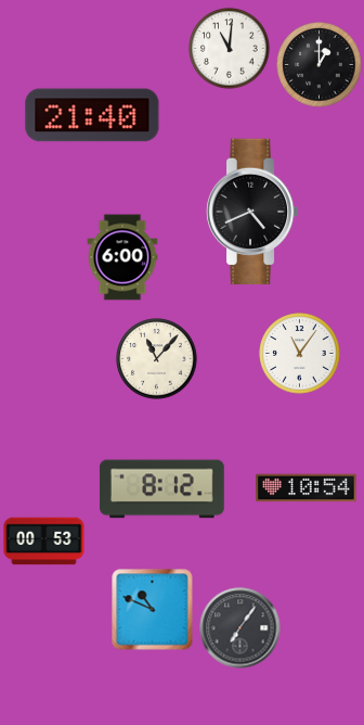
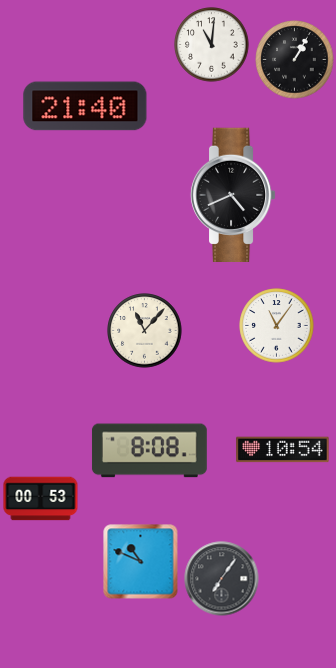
clock at (320, 65): 1:00 -> 1:05
clock at (122, 257): 6:00 -> none
clock at (161, 489): 8:12 -> 8:08
